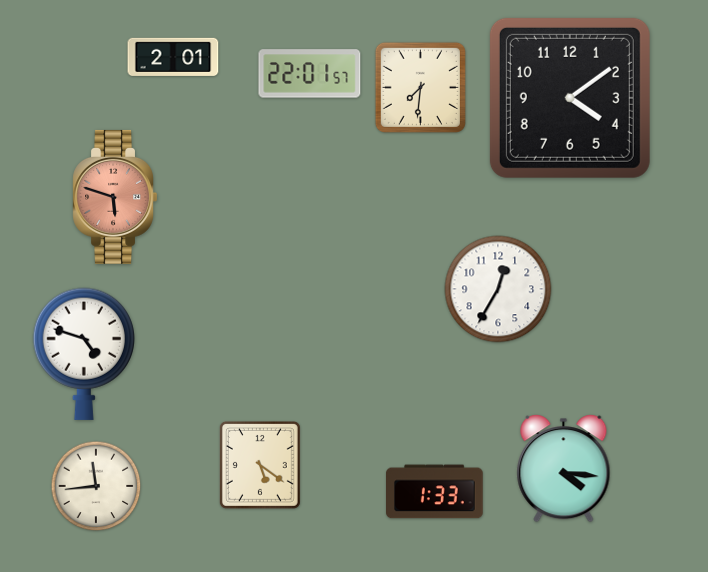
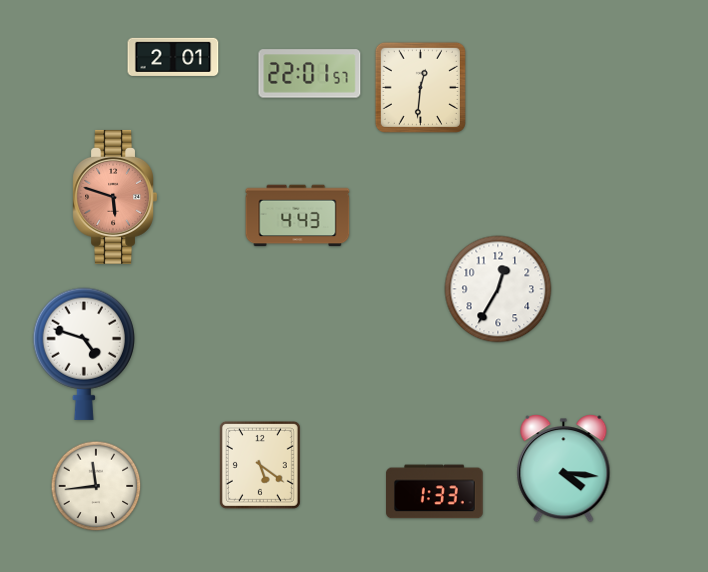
clock at (420, 87): 7:31 -> 12:31
clock at (570, 98): 4:09 -> none
clock at (298, 216): none -> 4:43
